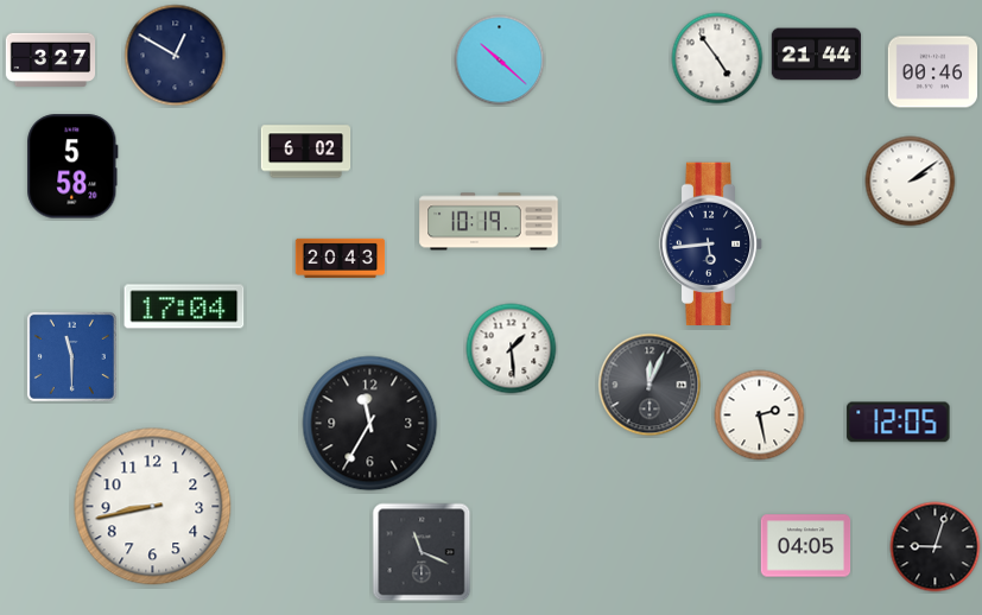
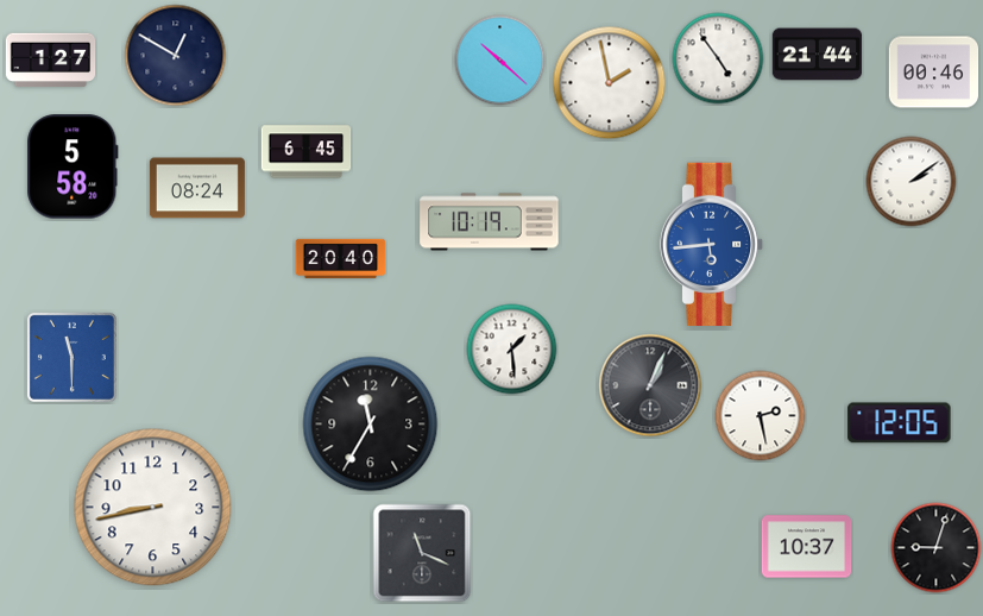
clock at (51, 61): 3:27 -> 1:27
clock at (610, 83): none -> 1:58
clock at (306, 152): 6:02 -> 6:45
clock at (197, 188): none -> 08:24
clock at (711, 243) dial: navy -> blue
clock at (341, 258): 20:43 -> 20:40
clock at (184, 306): 17:04 -> none
clock at (650, 385): 12:04 -> 1:04
clock at (806, 546): 04:05 -> 10:37
